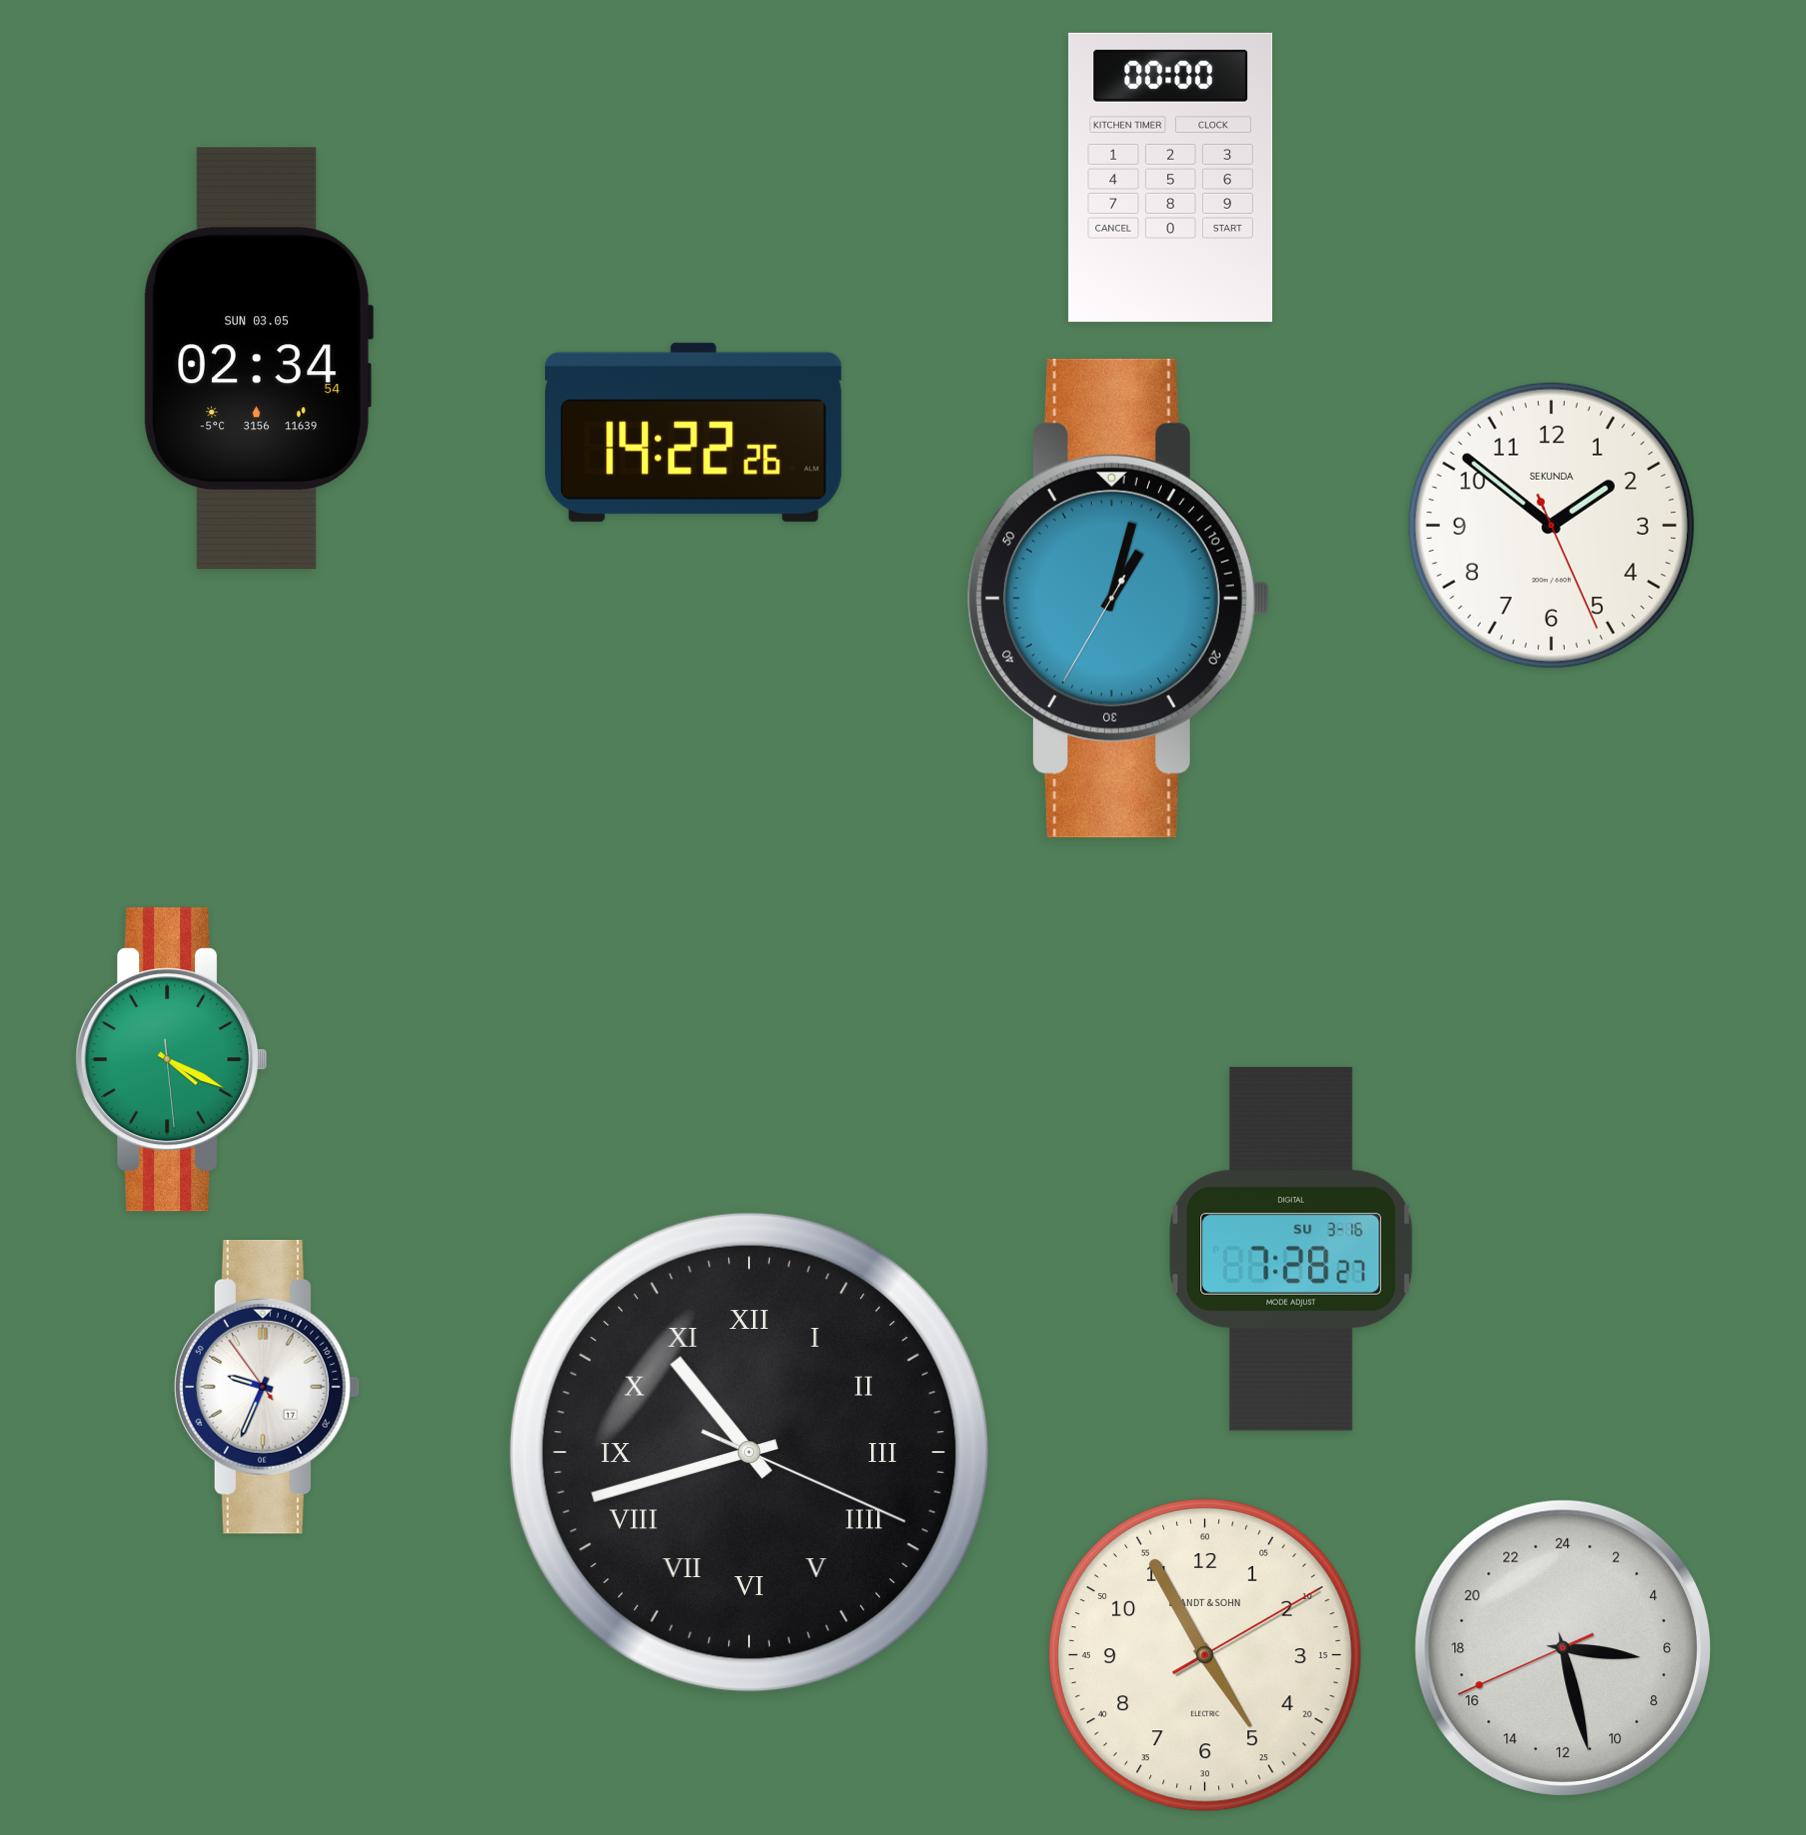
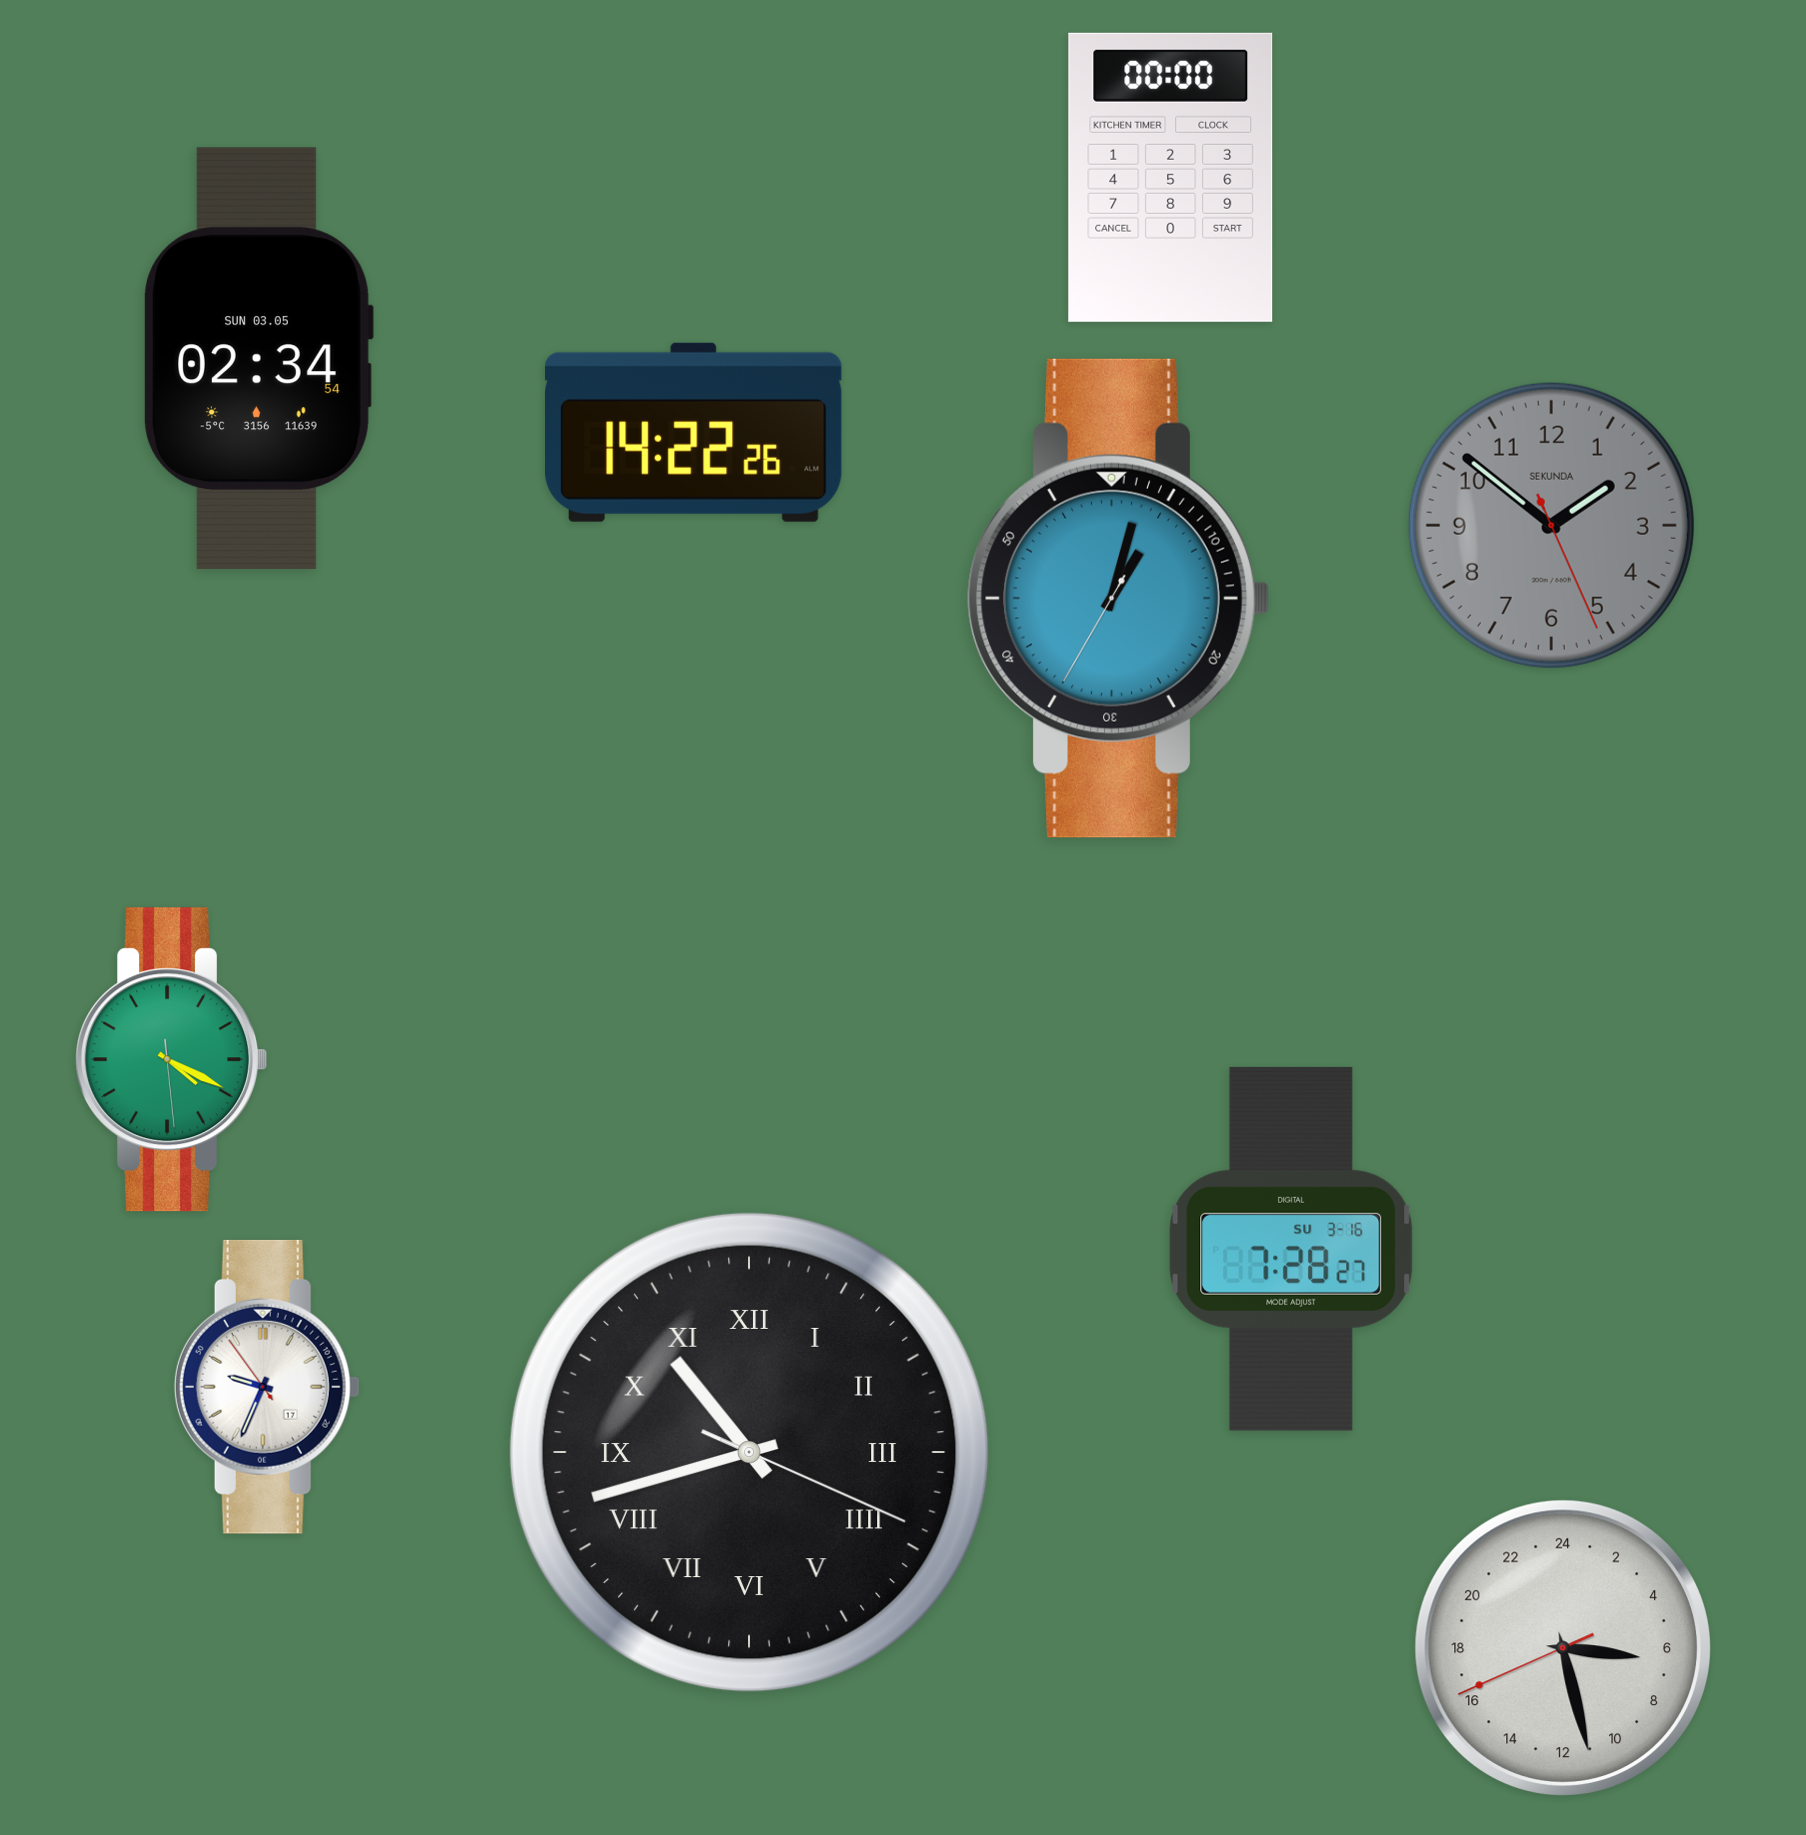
clock at (1551, 525) dial: white -> grey
clock at (1205, 1655): 4:55 -> none
